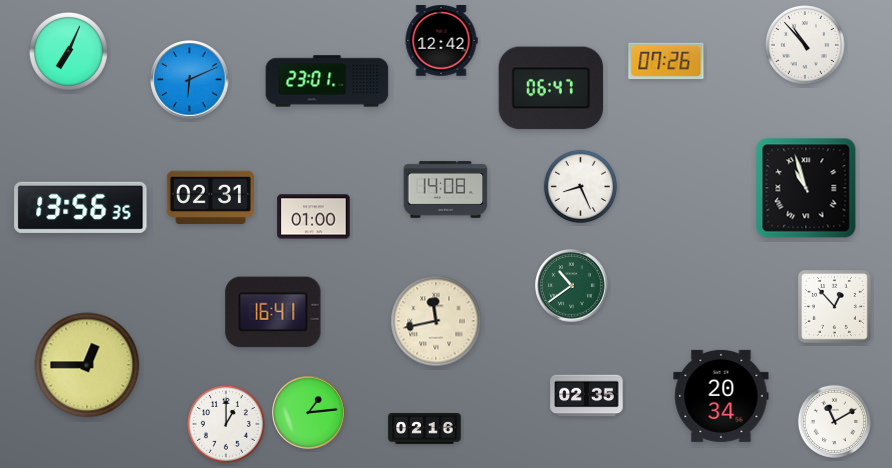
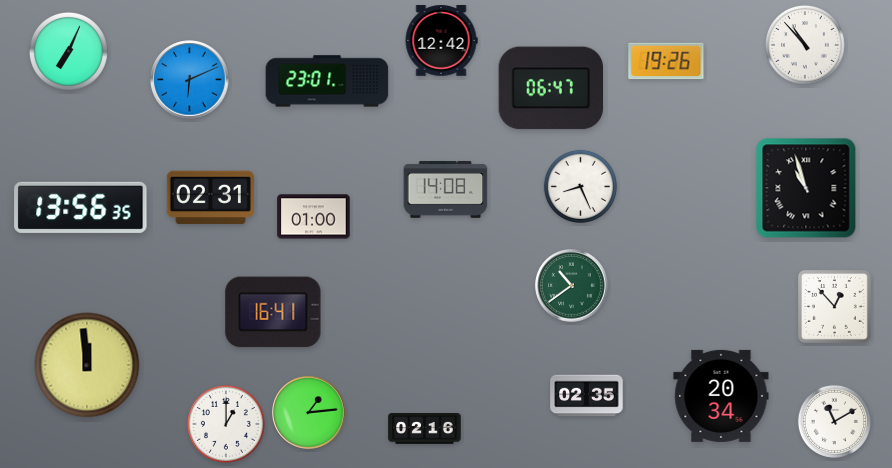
clock at (666, 61): 07:26 -> 19:26
clock at (436, 321): 11:43 -> none
clock at (87, 365): 12:45 -> 11:59
